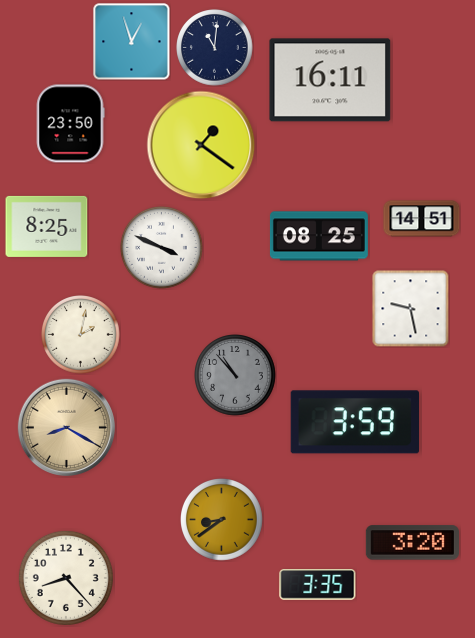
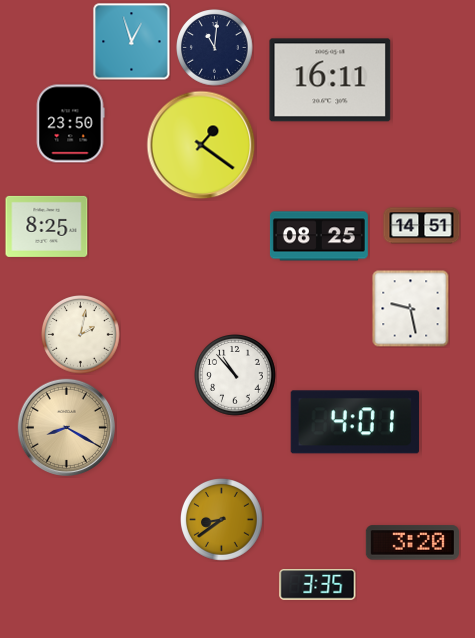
clock at (422, 219) position: (422, 219) -> (422, 226)
clock at (162, 248): 3:49 -> none
clock at (236, 376) dial: grey -> white
clock at (354, 422): 3:59 -> 4:01
clock at (66, 578): 8:23 -> none
